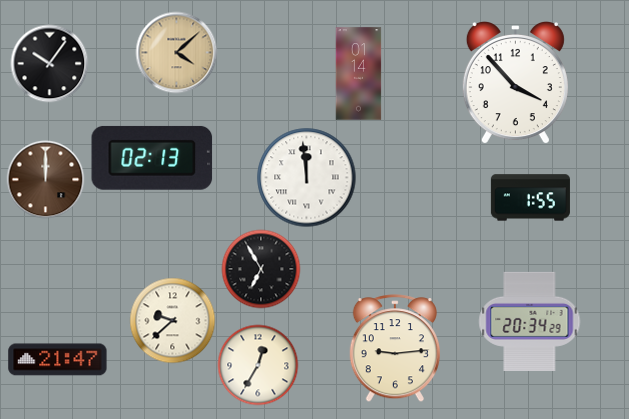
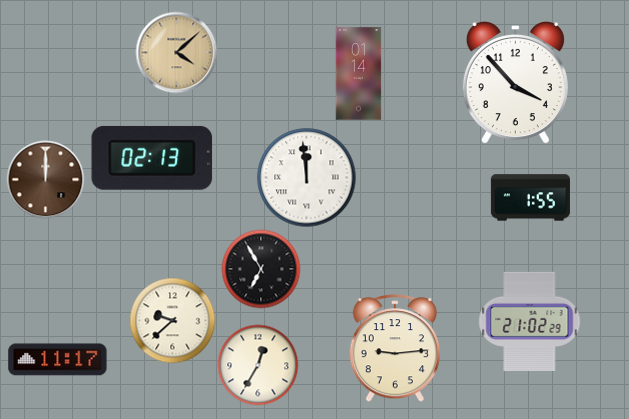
clock at (49, 63): 10:06 -> none
clock at (530, 321): 20:34 -> 21:02
clock at (58, 360): 21:47 -> 11:17
